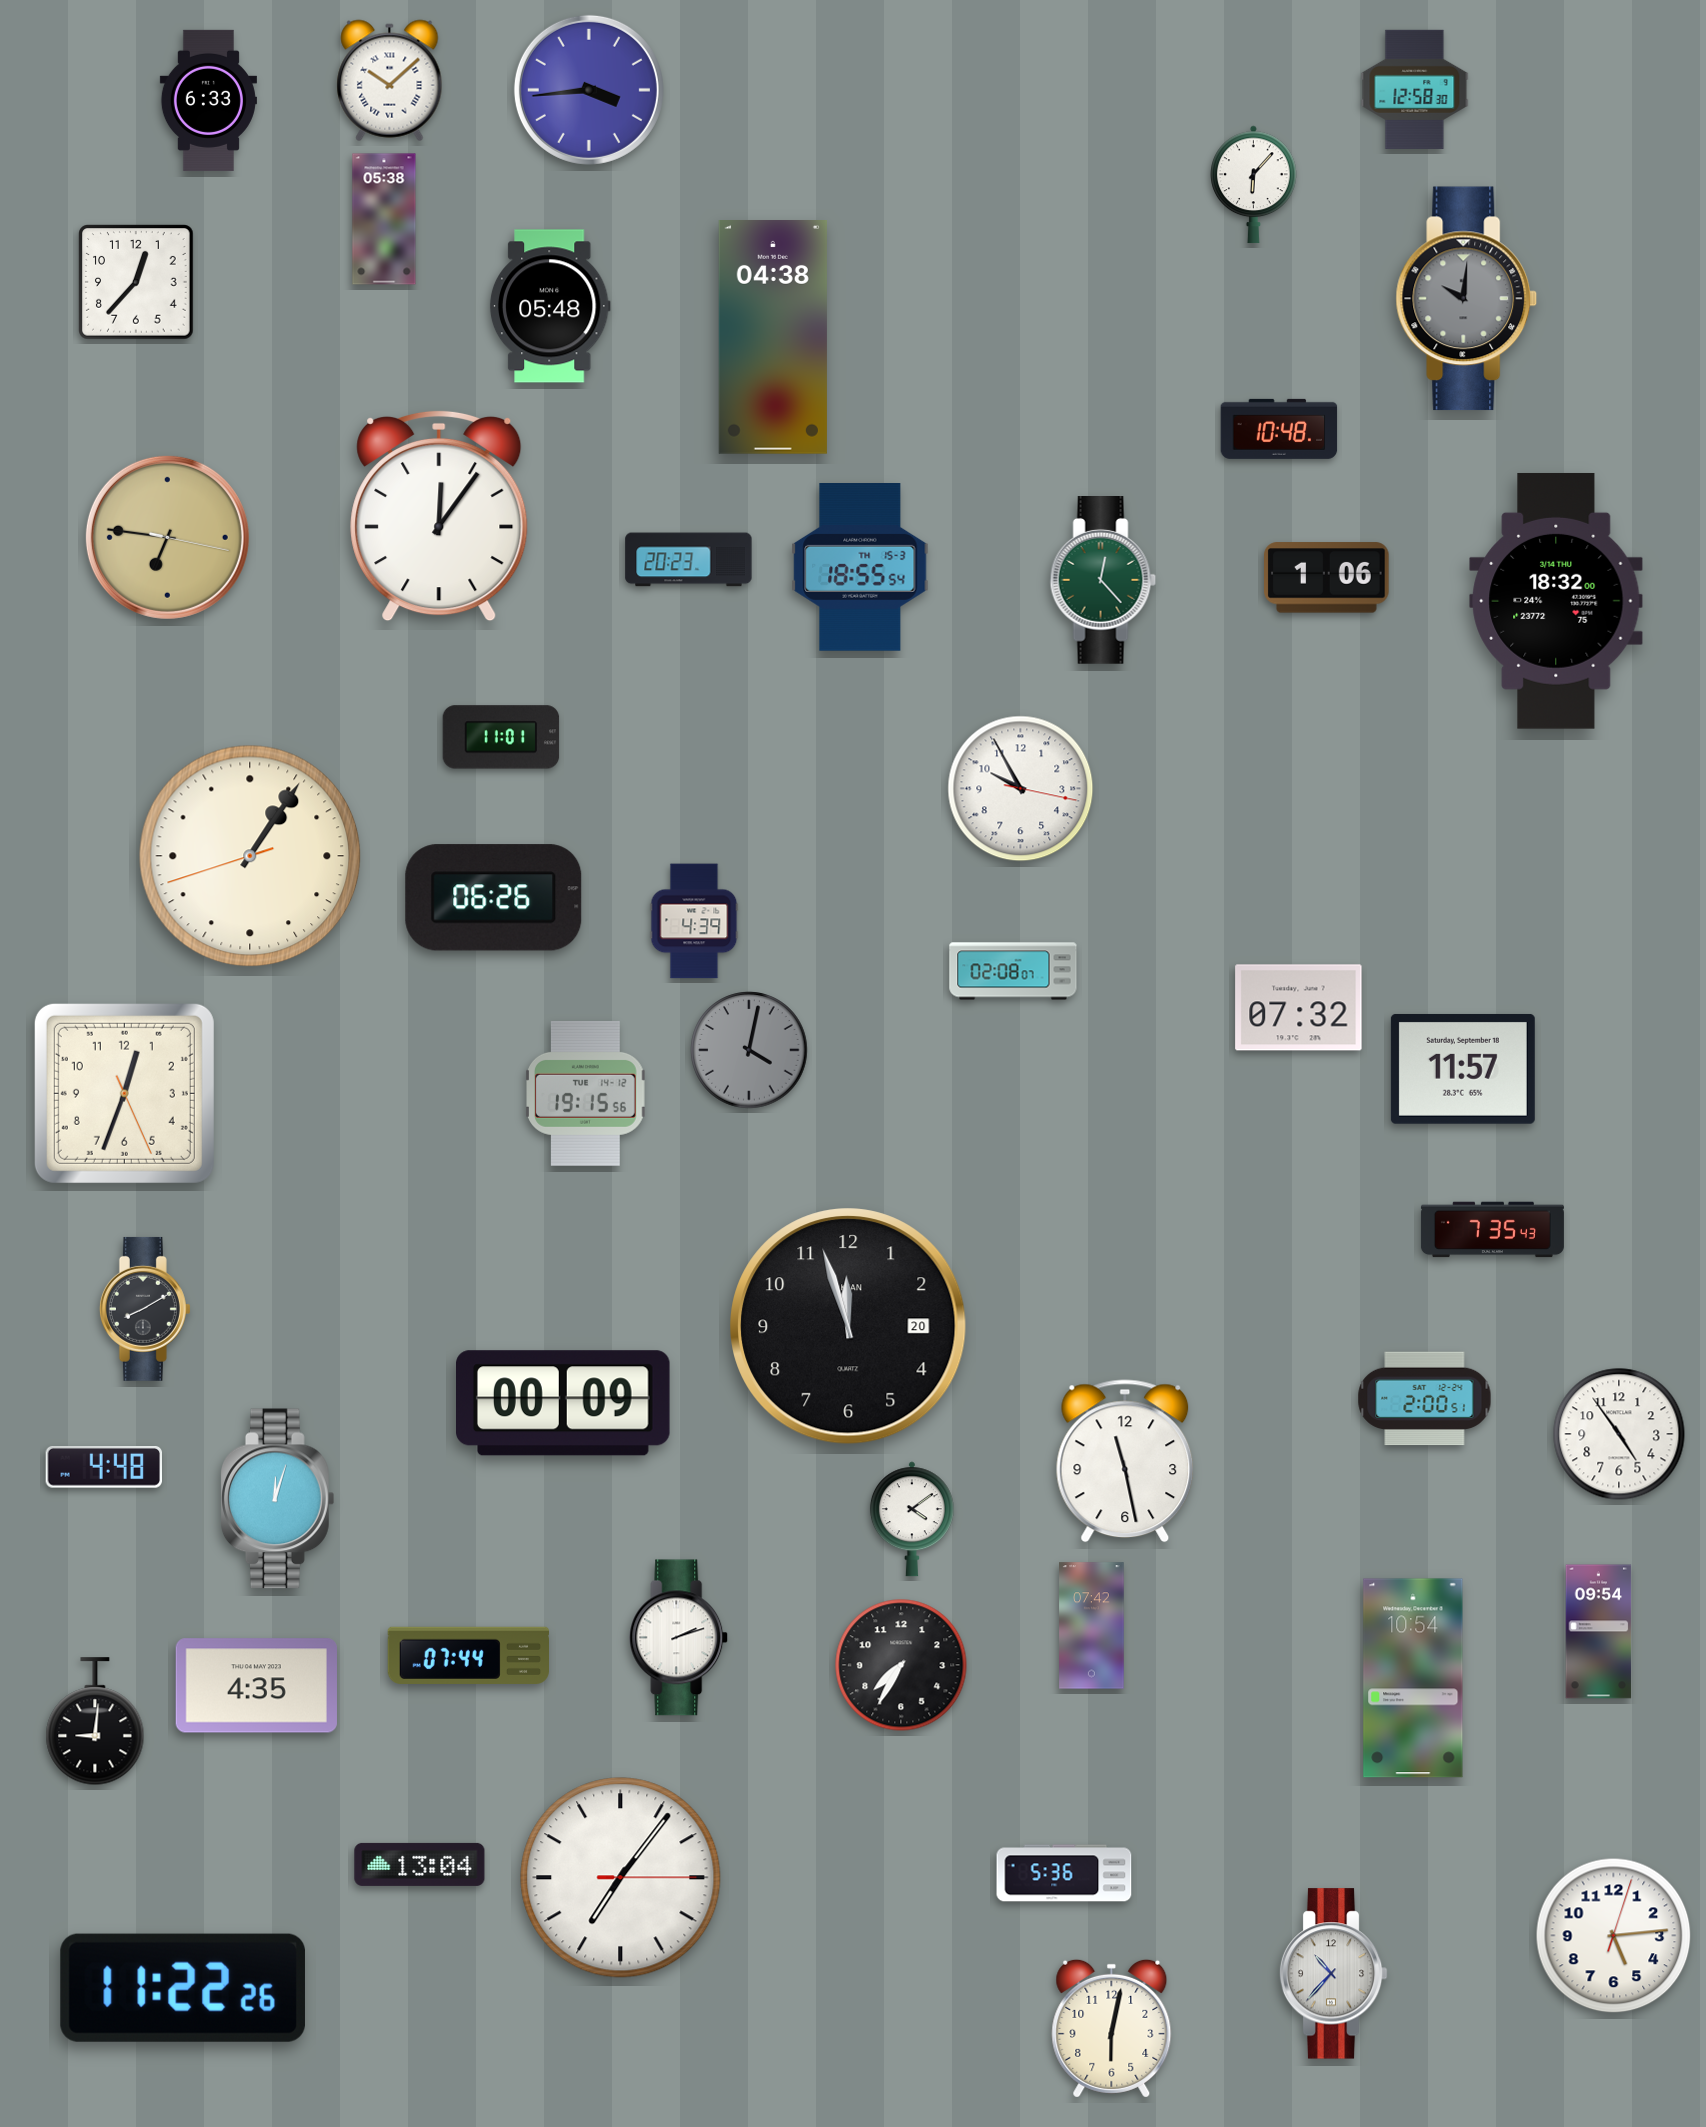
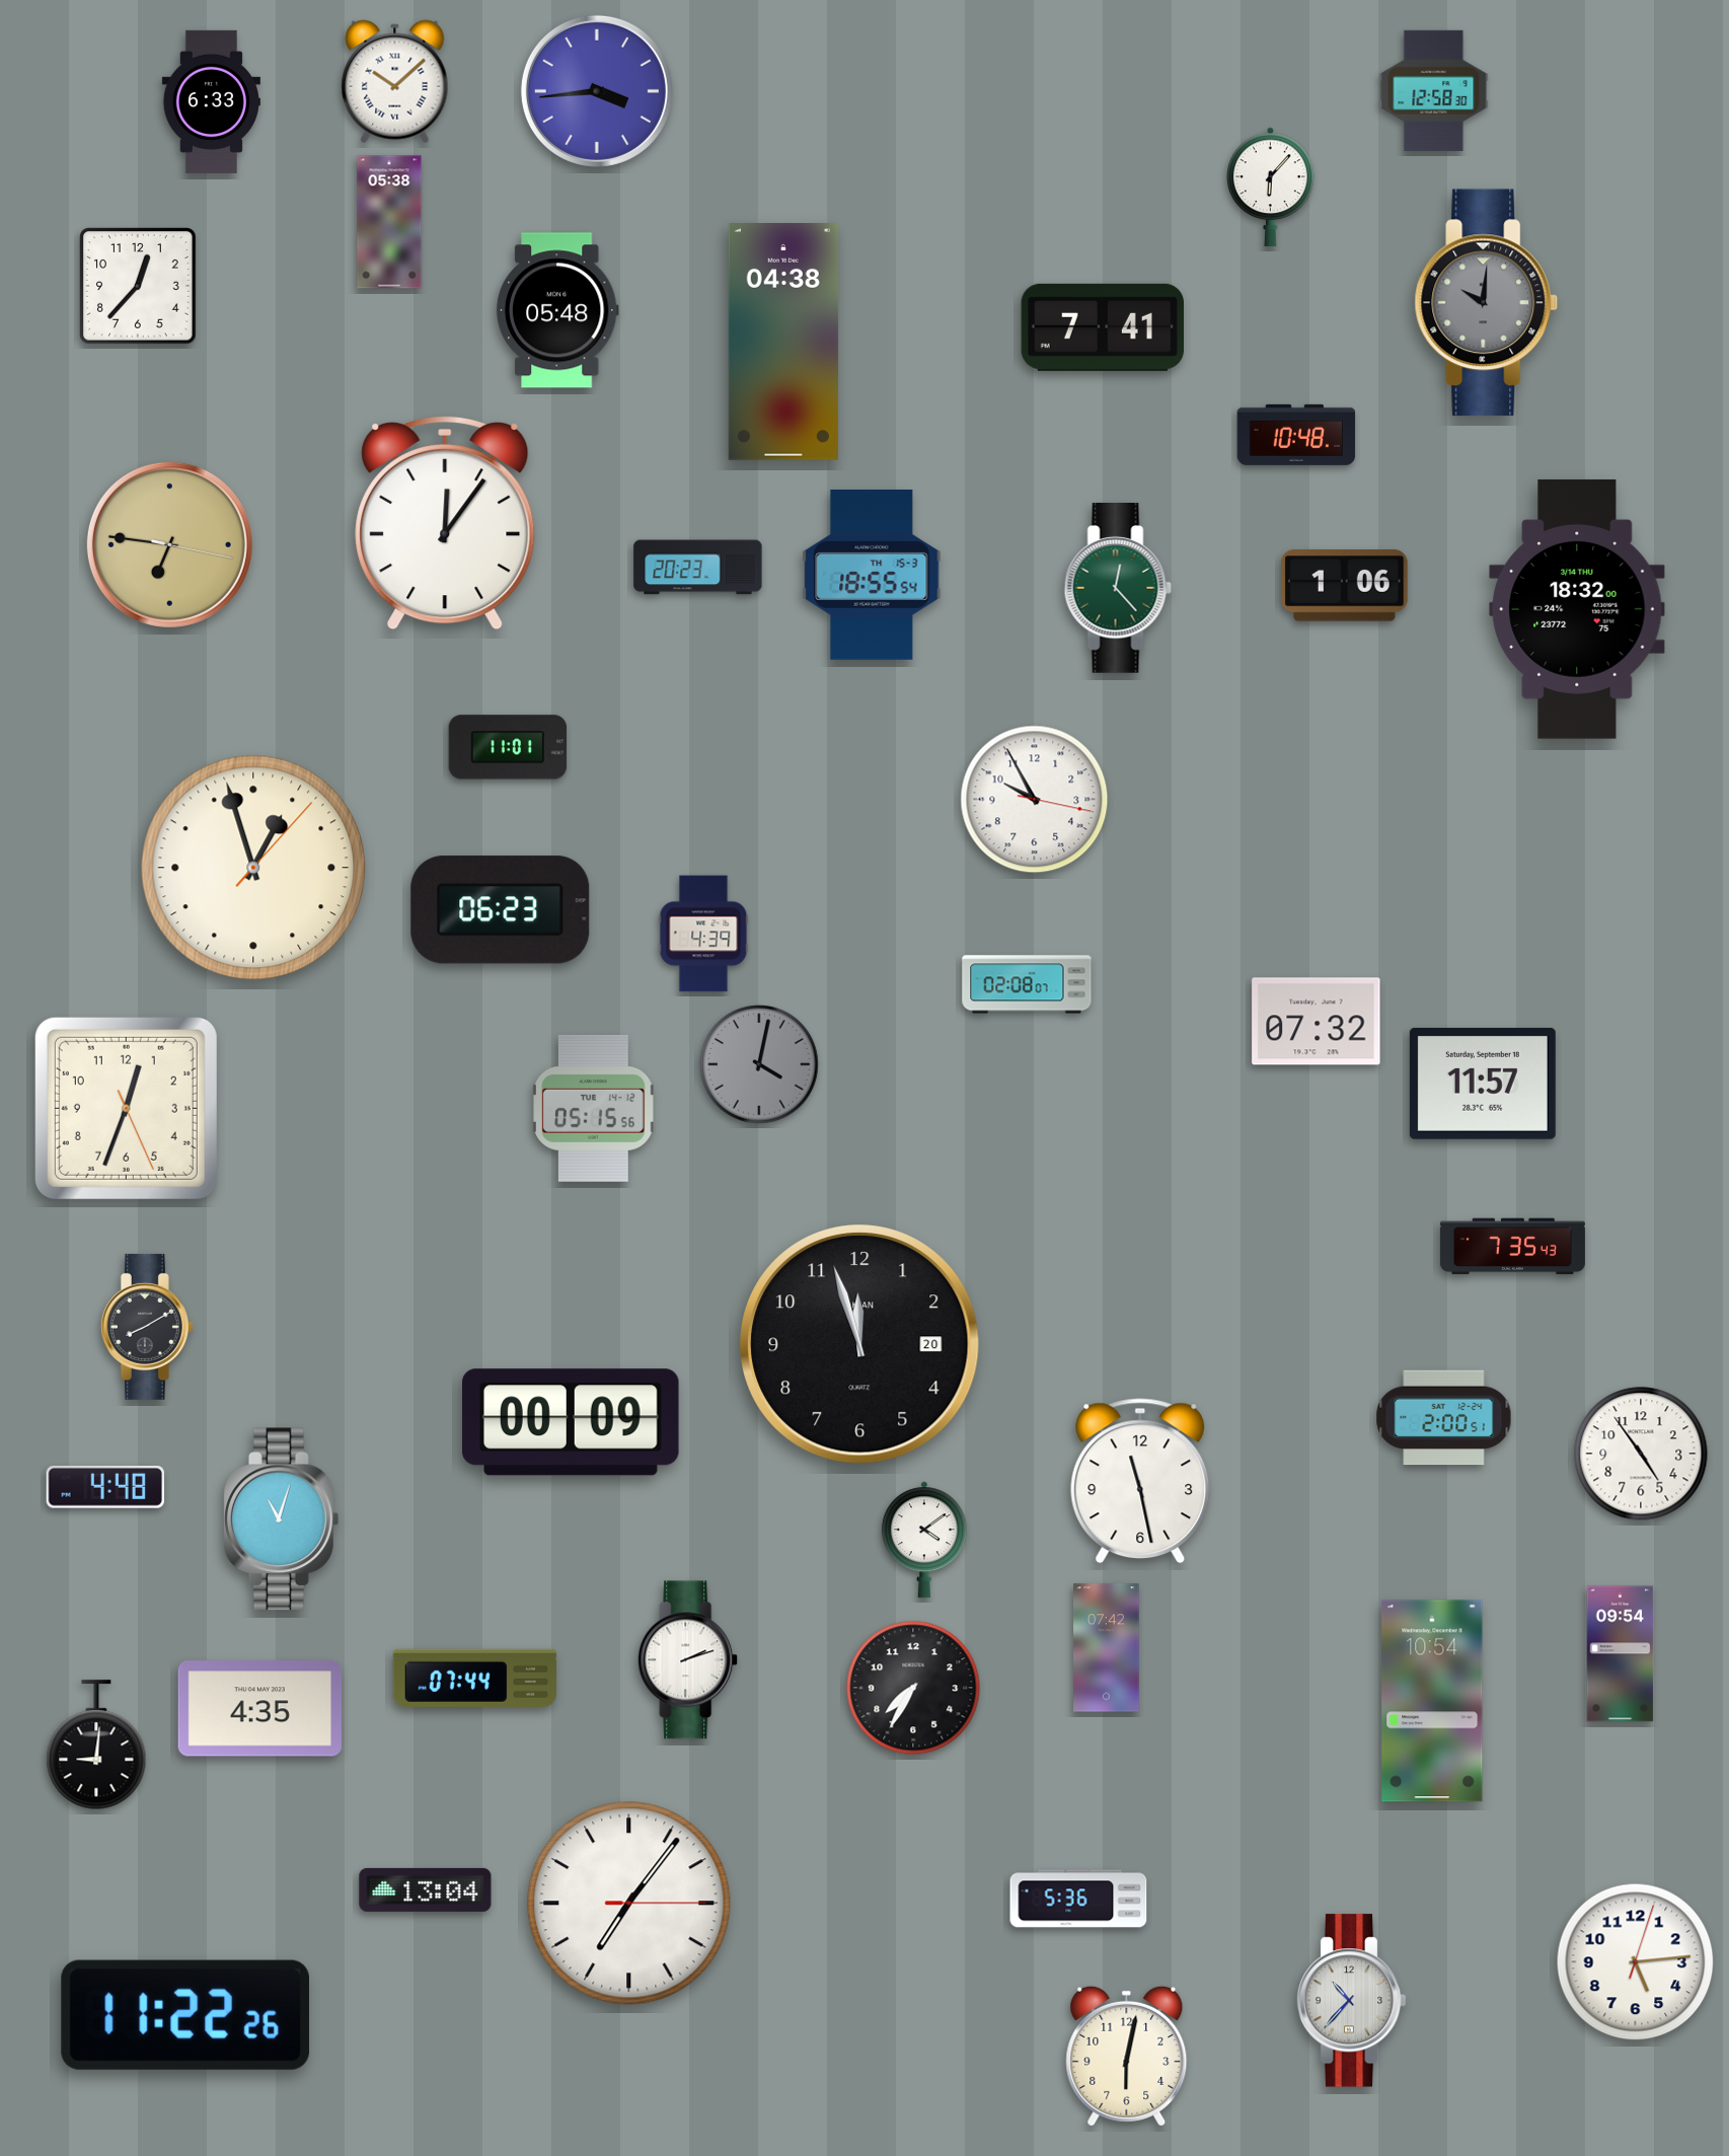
clock at (1102, 327): none -> 7:41
clock at (250, 856): 1:05 -> 12:57
clock at (494, 898): 06:26 -> 06:23
clock at (586, 1093): 19:15 -> 05:15
clock at (278, 1499): 12:03 -> 11:03
